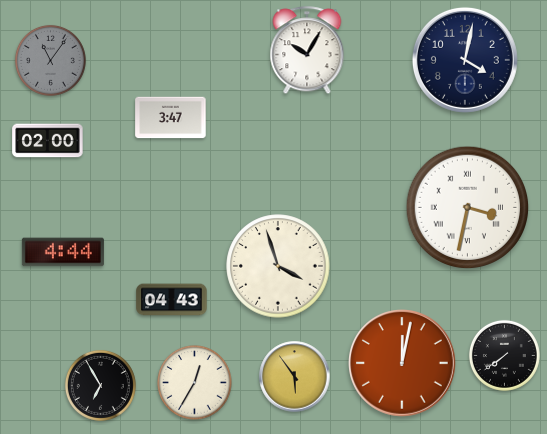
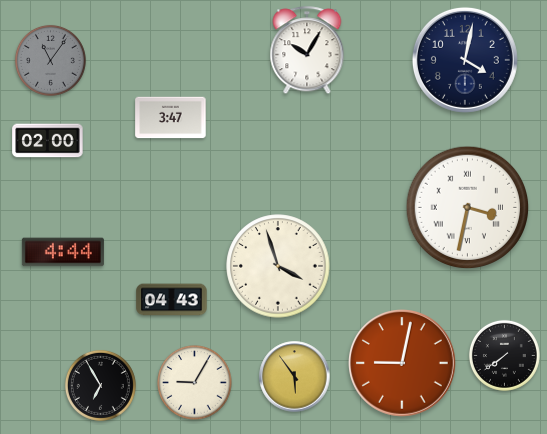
clock at (403, 364): 12:02 -> 9:02
clock at (195, 383): 12:35 -> 9:05
